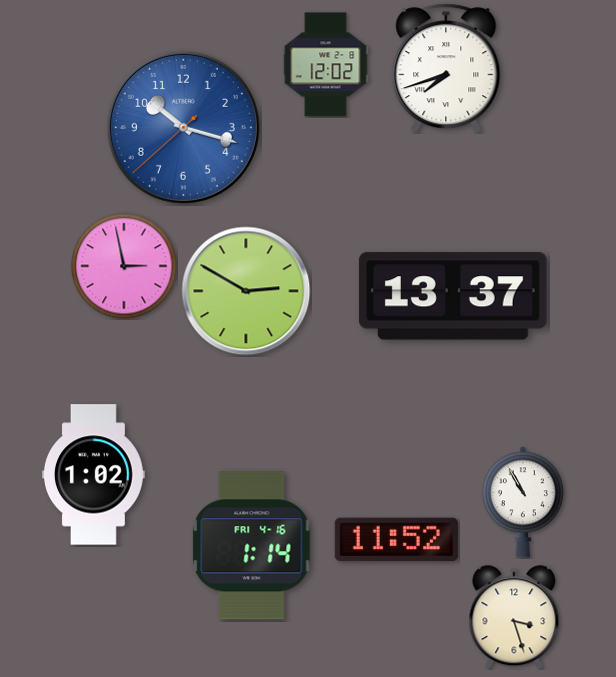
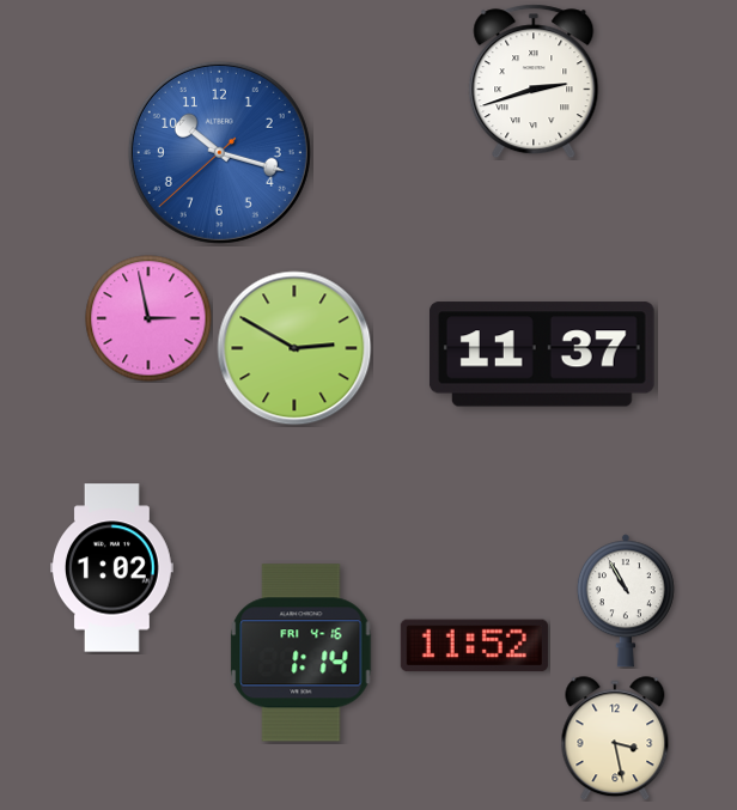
clock at (326, 65): 12:02 -> none
clock at (446, 68): 7:42 -> 2:42
clock at (453, 296): 13:37 -> 11:37
clock at (514, 617): 3:27 -> 3:28
